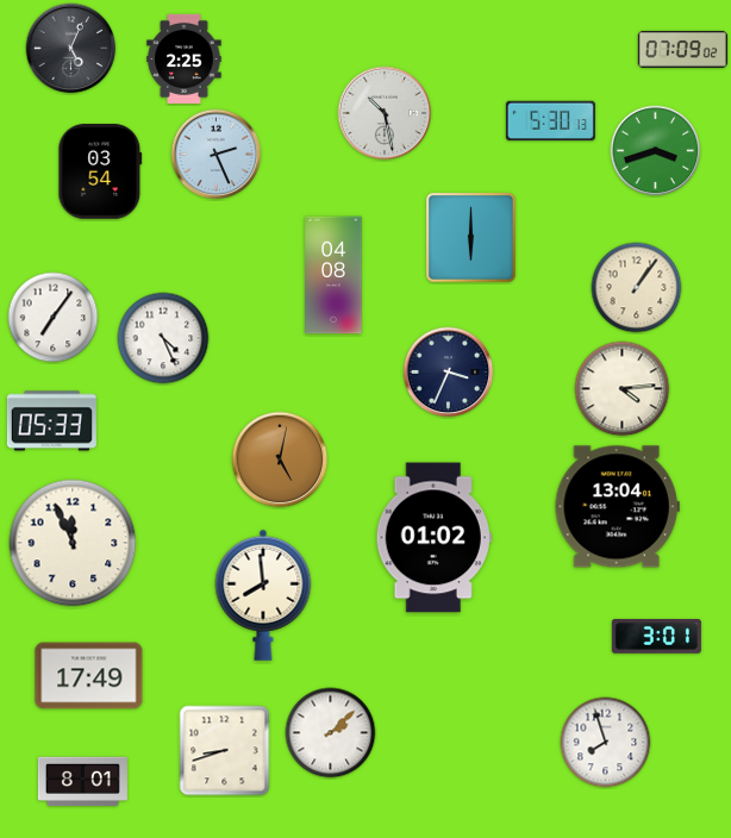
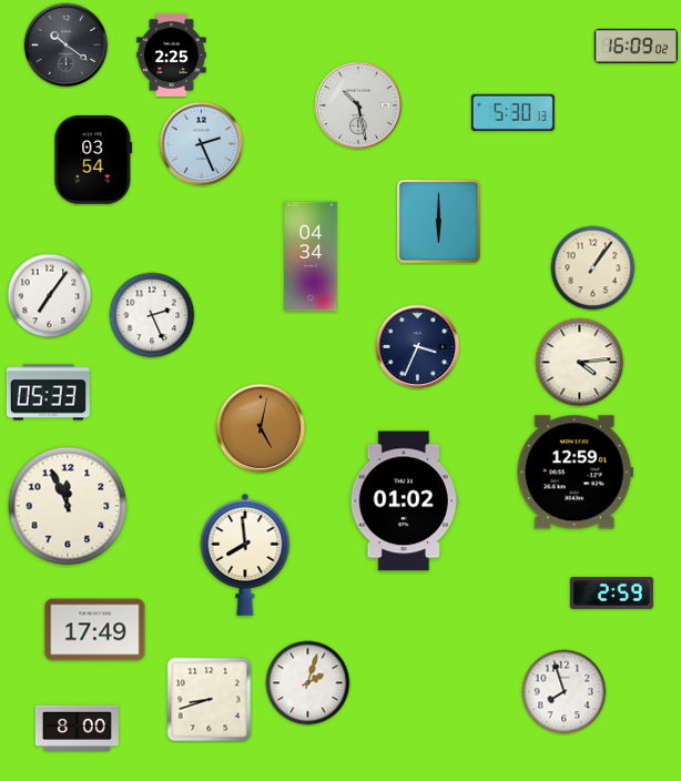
clock at (71, 49): 5:04 -> 10:21
clock at (682, 49): 07:09 -> 16:09
clock at (656, 151): 3:42 -> none
clock at (333, 275): 04:08 -> 04:34
clock at (163, 338): 4:26 -> 2:26
clock at (617, 507): 13:04 -> 12:59
clock at (656, 637): 3:01 -> 2:59
clock at (89, 676) position: (89, 676) -> (95, 630)
clock at (331, 733): 2:08 -> 2:03
clock at (82, 781): 8:01 -> 8:00
